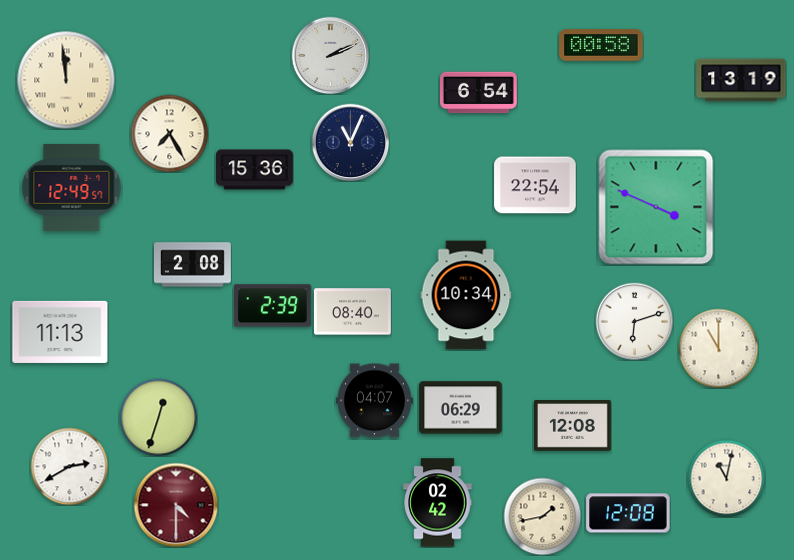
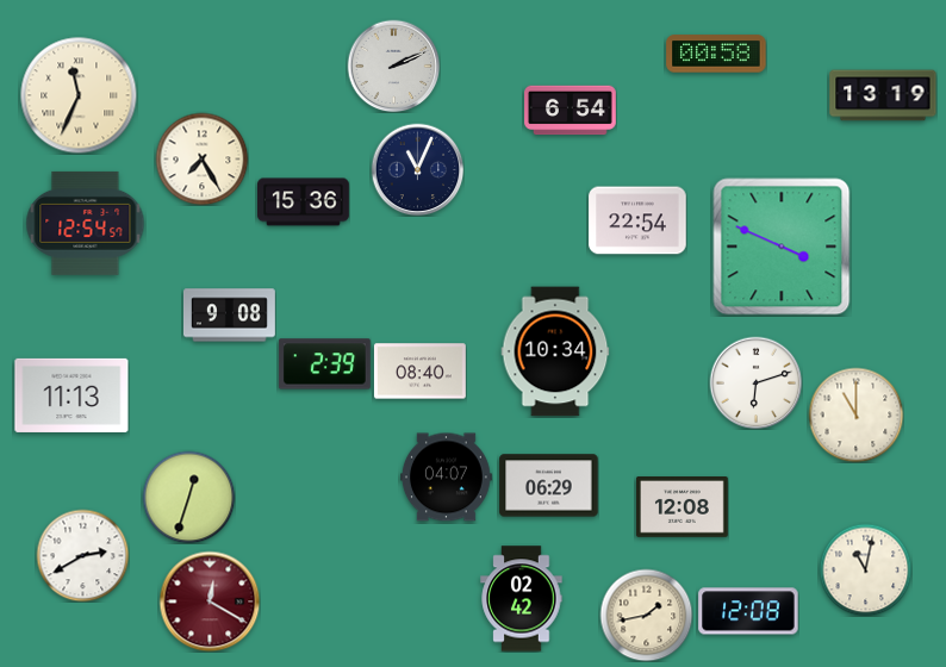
clock at (66, 80): 11:59 -> 11:34
clock at (72, 187): 12:49 -> 12:54
clock at (192, 265): 2:08 -> 9:08
clock at (176, 505): 4:30 -> 12:20
